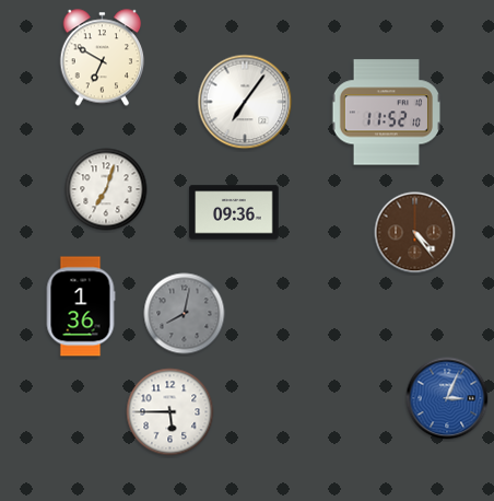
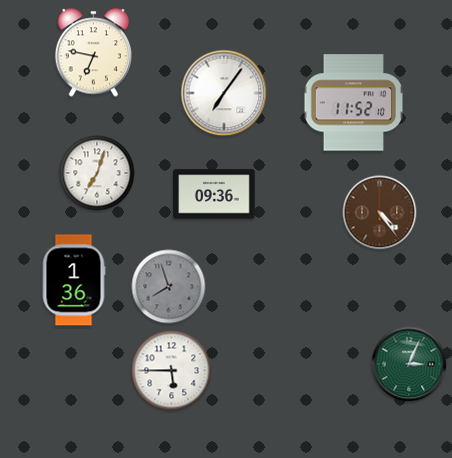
clock at (103, 58): 6:50 -> 6:47
clock at (185, 314): 8:02 -> 7:57
clock at (447, 398) dial: blue -> green
clock at (170, 412) position: (170, 412) -> (172, 371)
